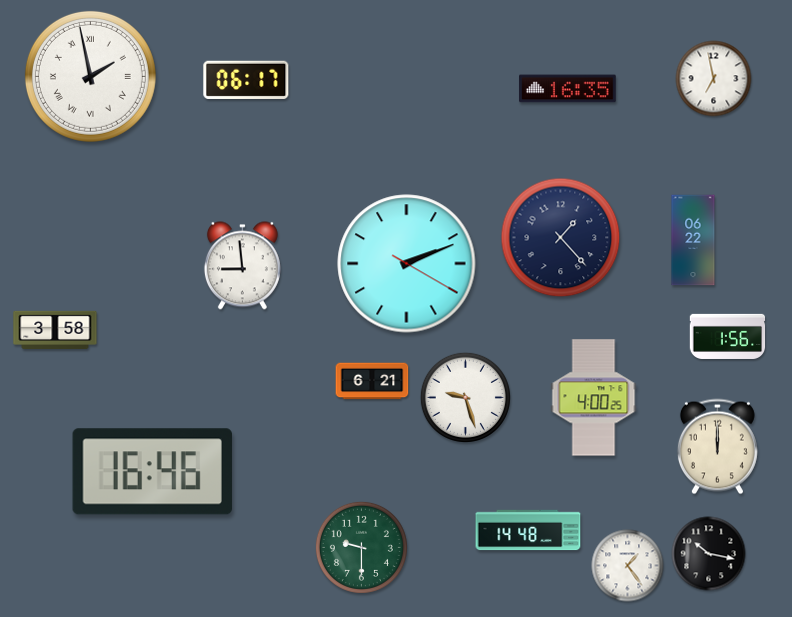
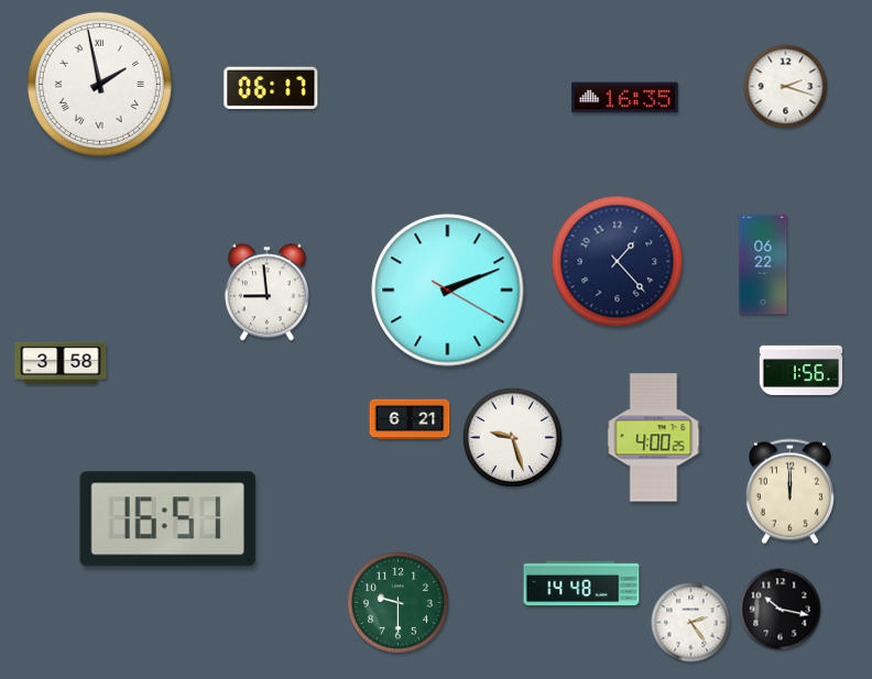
clock at (714, 79): 6:58 -> 2:18
clock at (152, 472): 16:46 -> 16:51
clock at (628, 566): 1:24 -> 2:24
